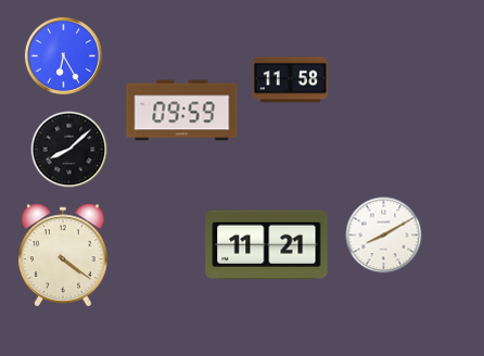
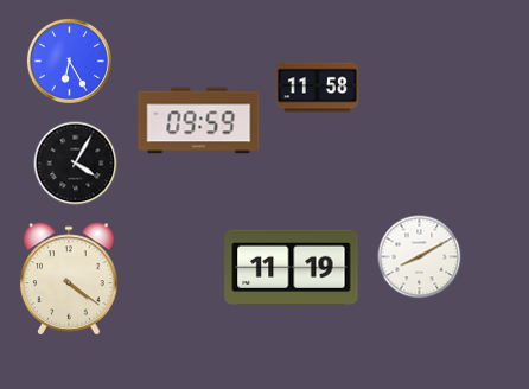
clock at (69, 150): 8:08 -> 4:05
clock at (267, 245): 11:21 -> 11:19
